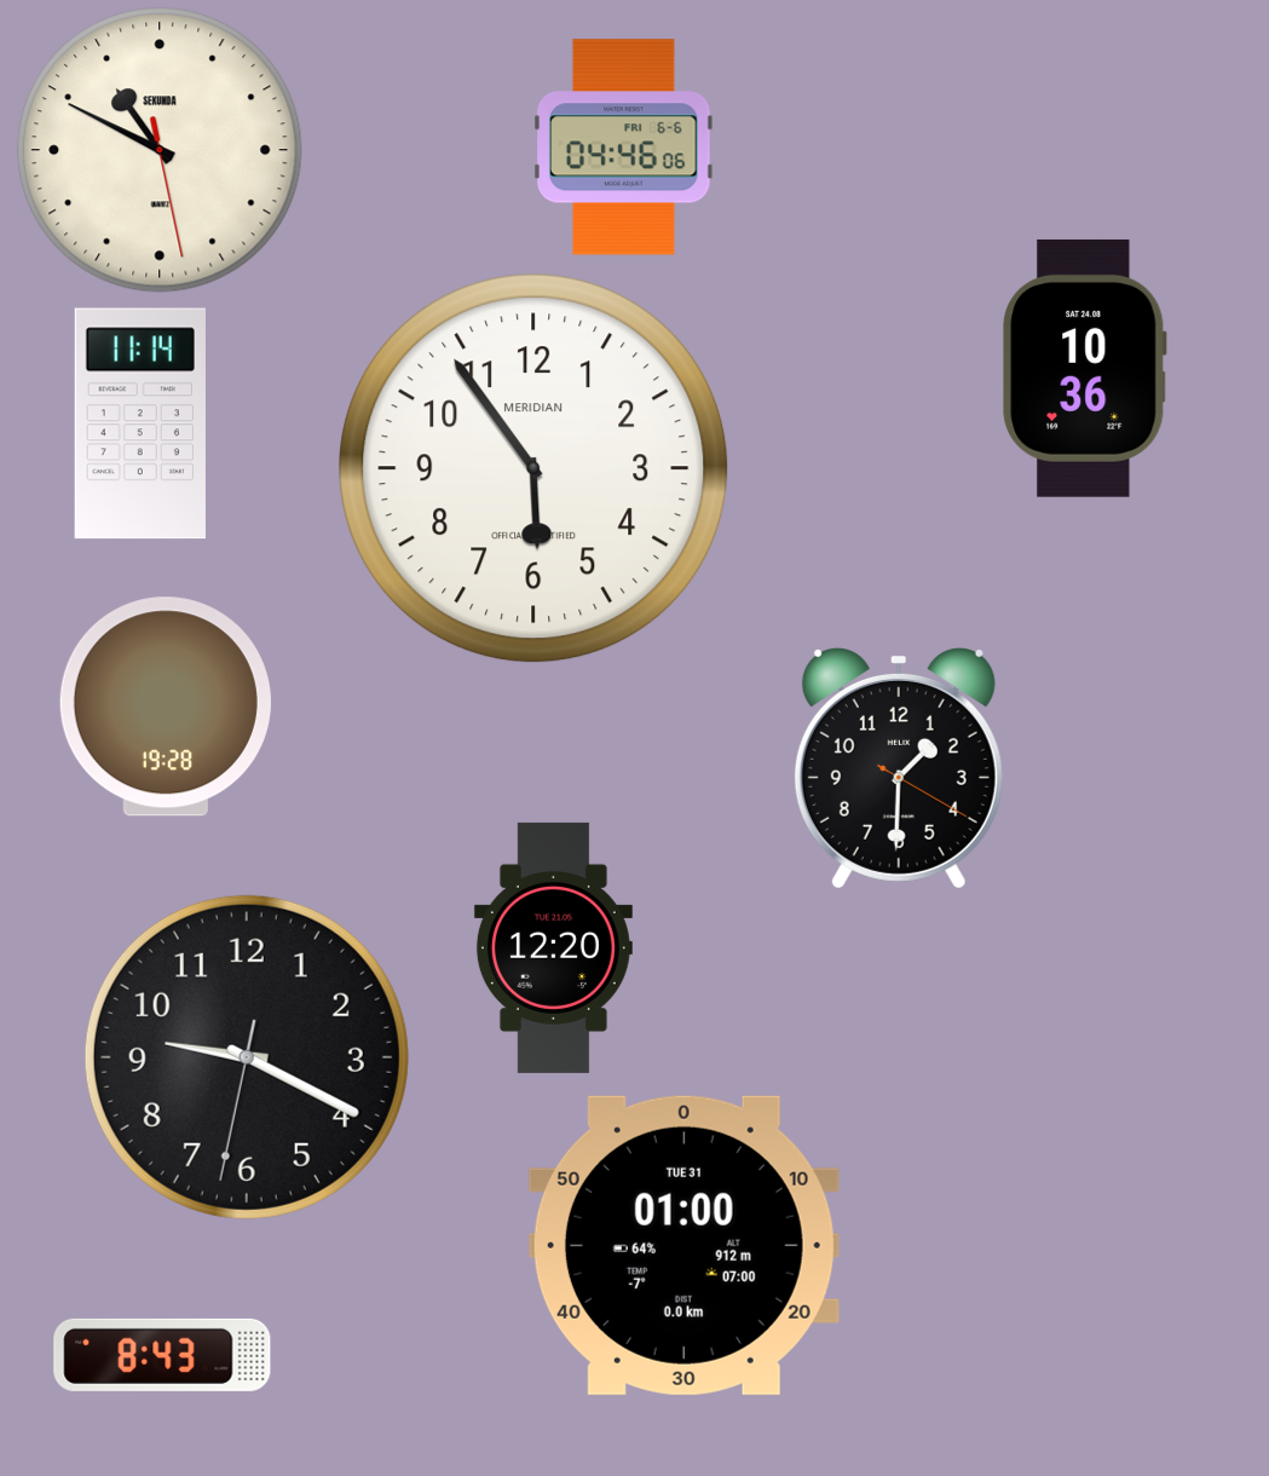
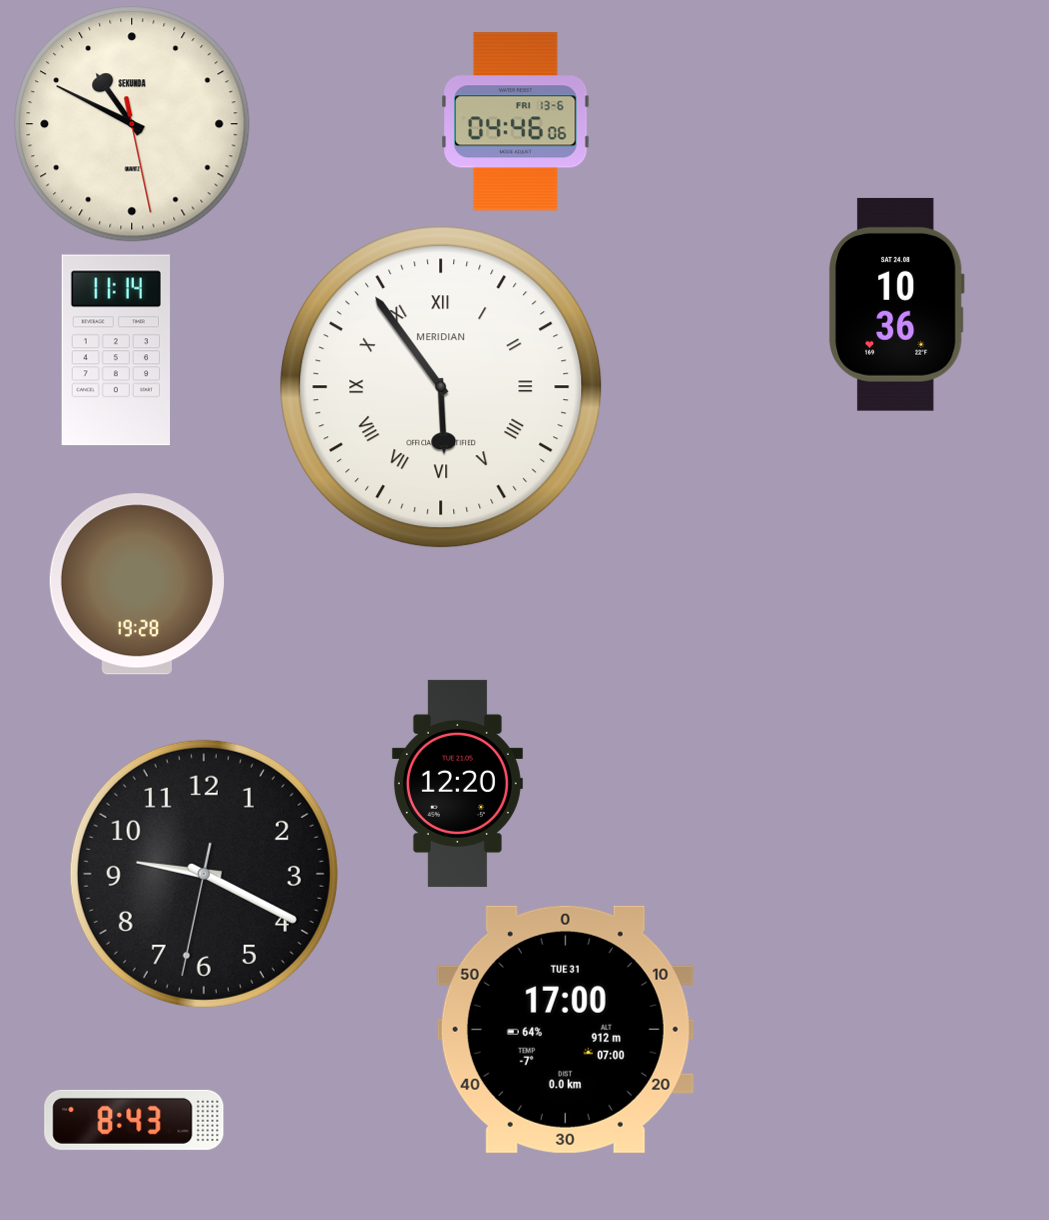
clock at (624, 148) date: FRI 6-6 -> FRI 13-6
clock at (533, 468) numerals: Arabic -> Roman
clock at (899, 768): 1:30 -> none
clock at (683, 1245): 01:00 -> 17:00
